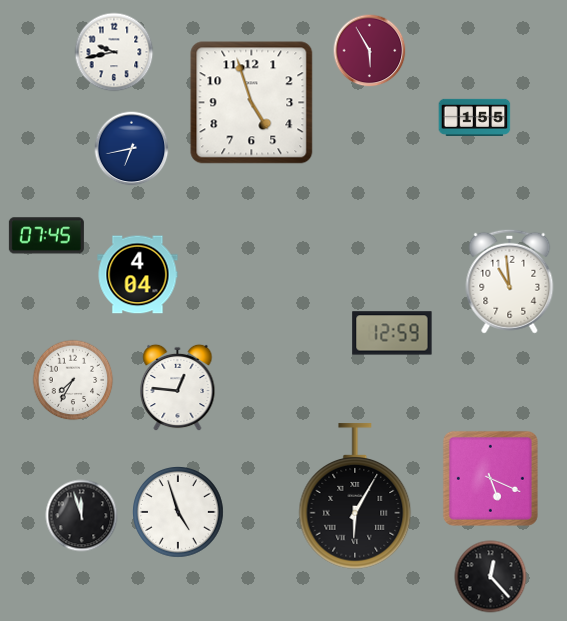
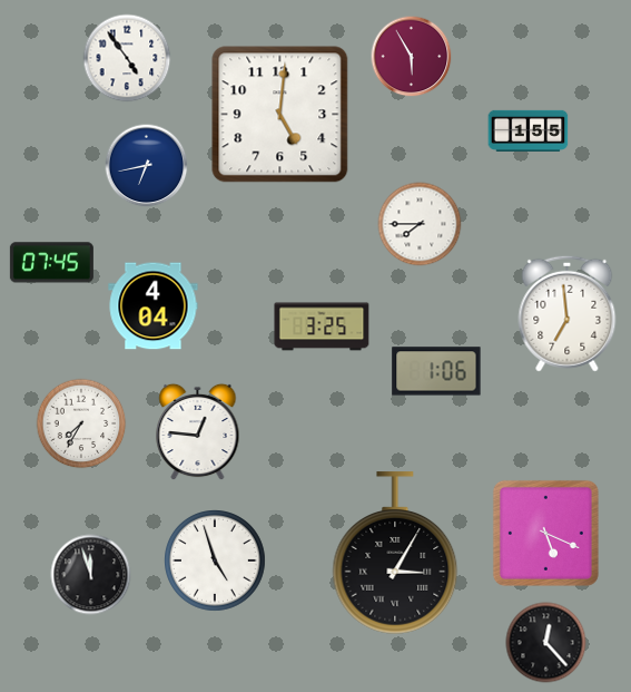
clock at (114, 52): 9:43 -> 4:54
clock at (252, 103): 4:57 -> 5:01
clock at (420, 224): none -> 7:45
clock at (510, 281): 10:59 -> 6:59
clock at (322, 326): none -> 3:25
clock at (392, 333): 12:59 -> 1:06
clock at (355, 496): 6:05 -> 3:05
clock at (179, 513) position: (179, 513) -> (216, 562)
